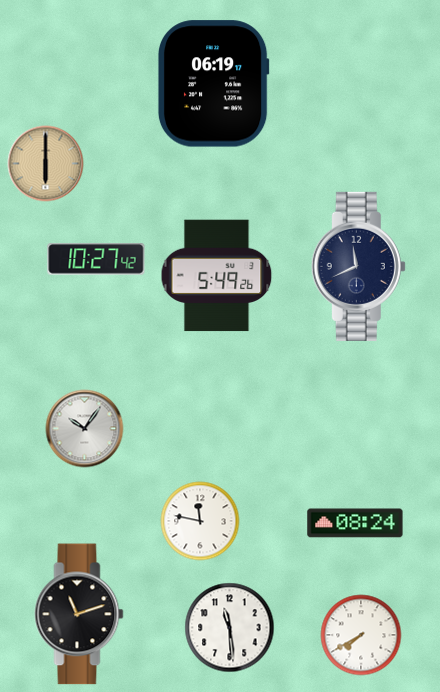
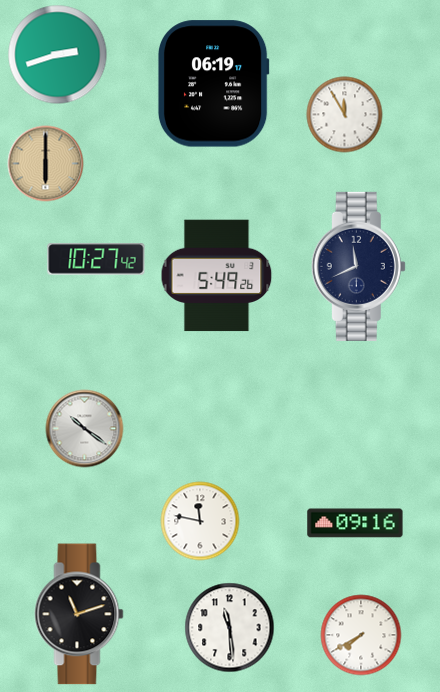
clock at (58, 55): none -> 2:42
clock at (345, 115): none -> 11:55
clock at (85, 429): 10:06 -> 10:21
clock at (355, 523): 08:24 -> 09:16
